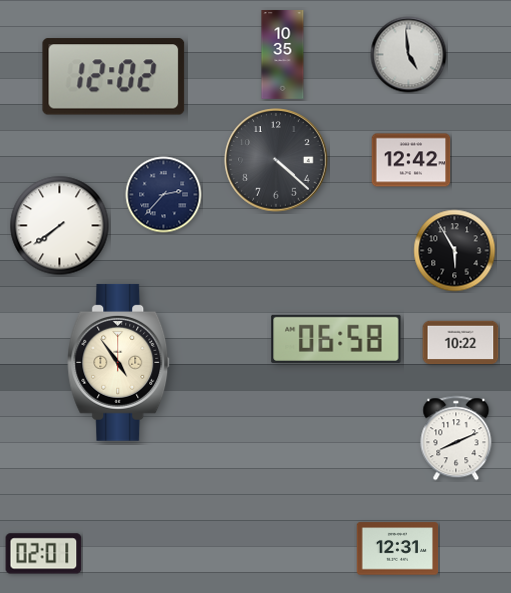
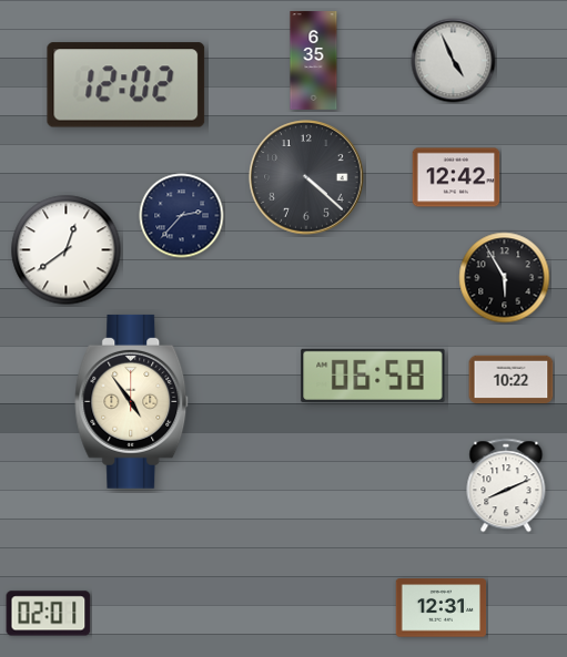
clock at (283, 55): 10:35 -> 6:35
clock at (409, 55): 4:59 -> 4:56
clock at (60, 226): 7:39 -> 12:39
